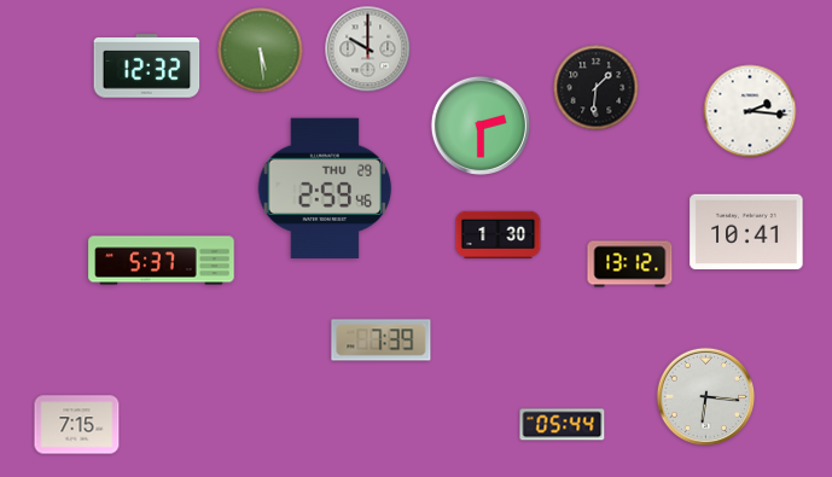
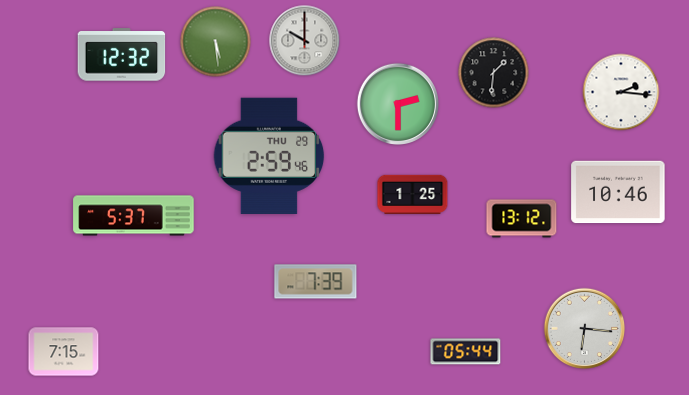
clock at (746, 232): 10:41 -> 10:46
clock at (499, 234): 1:30 -> 1:25
